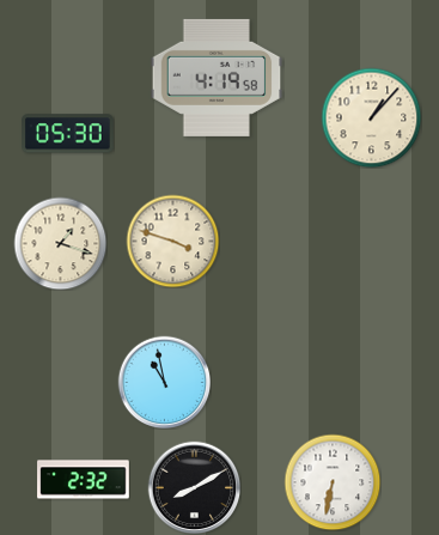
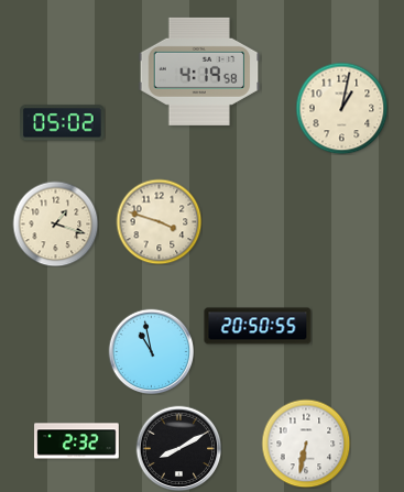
clock at (371, 117): 1:07 -> 1:02
clock at (68, 134): 05:30 -> 05:02
clock at (258, 326): none -> 20:50
